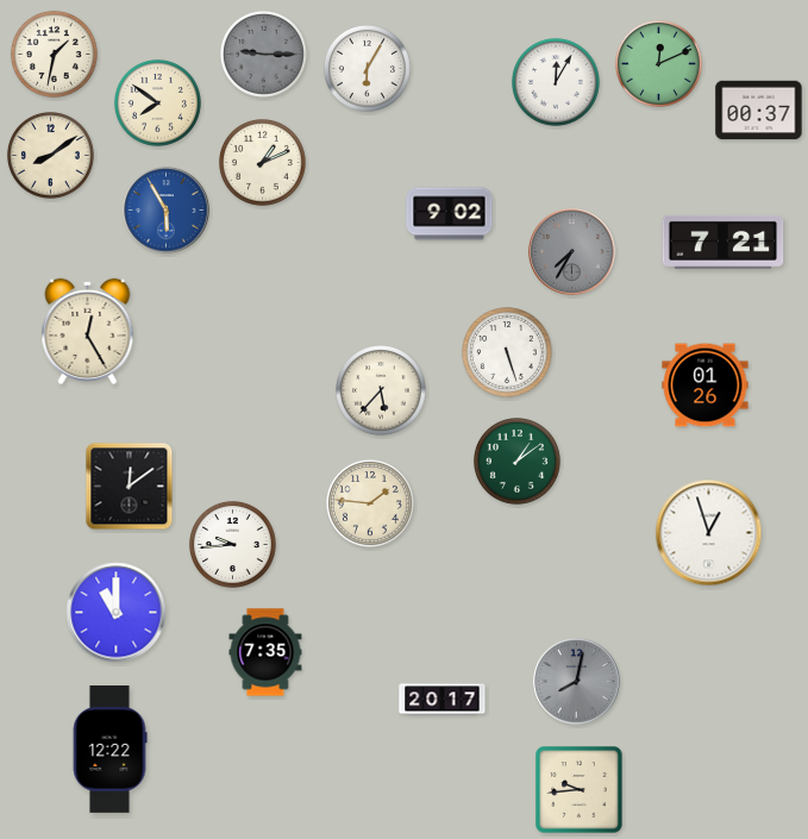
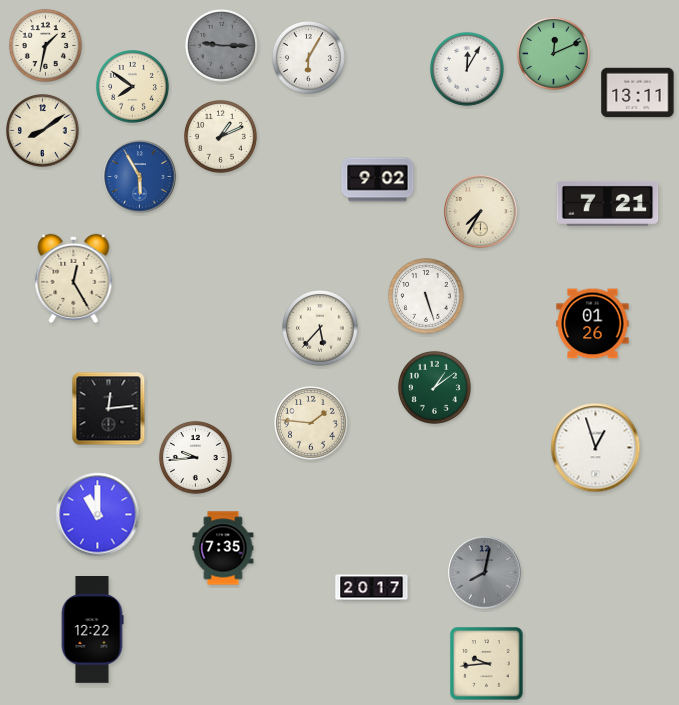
clock at (759, 111): 00:37 -> 13:11
clock at (572, 252) dial: grey -> cream
clock at (130, 487): 12:09 -> 12:14
